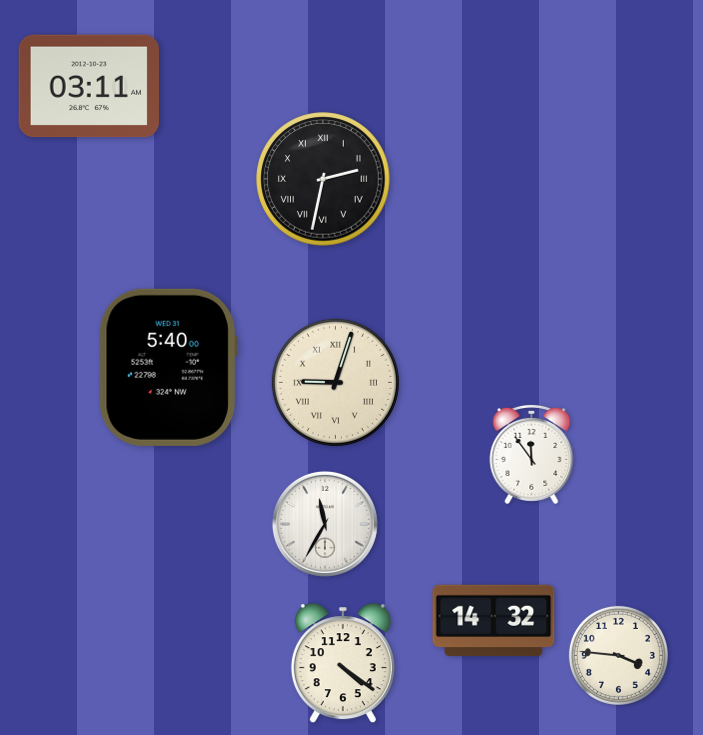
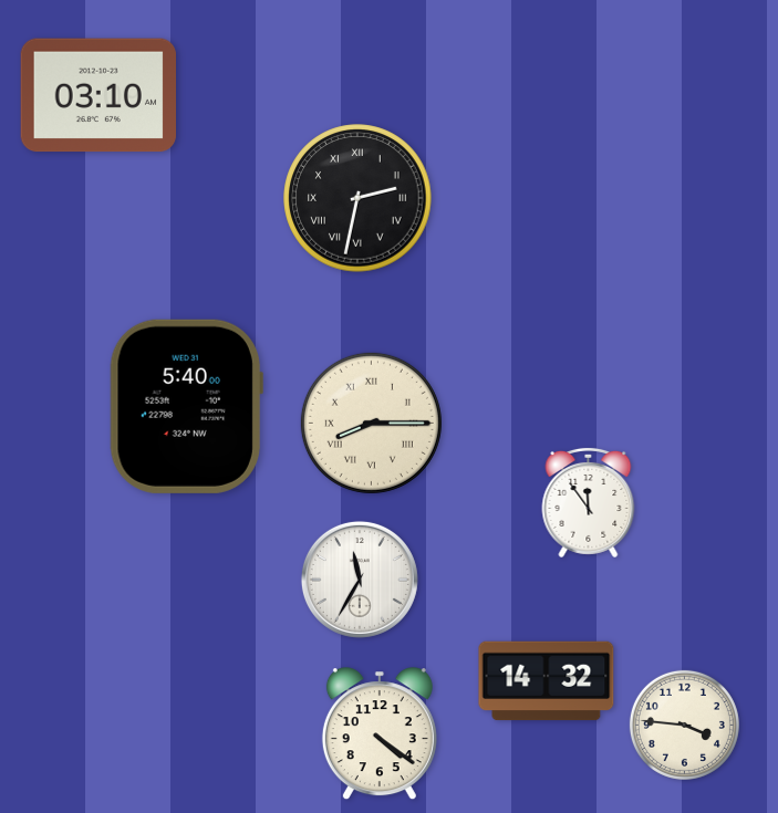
clock at (88, 86): 03:11 -> 03:10
clock at (335, 382): 9:03 -> 8:15
clock at (494, 621) position: (494, 621) -> (547, 681)
